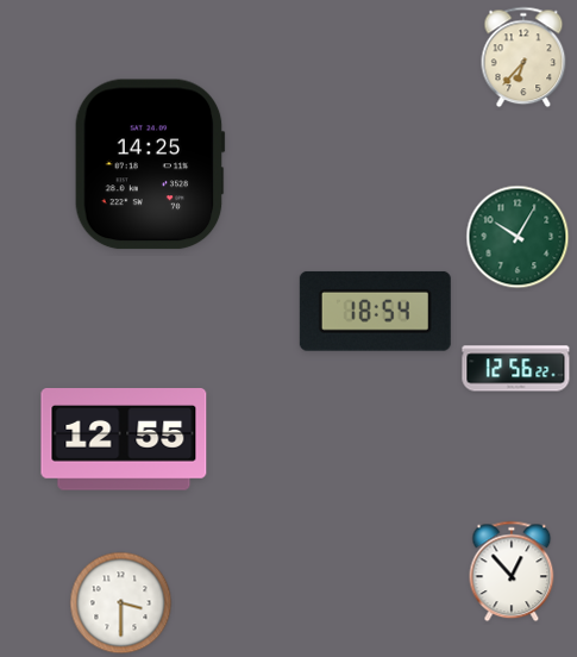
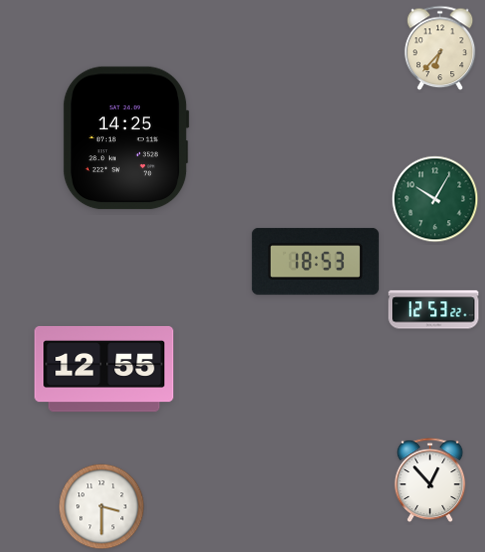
clock at (375, 311): 18:54 -> 18:53
clock at (516, 369): 12:56 -> 12:53
